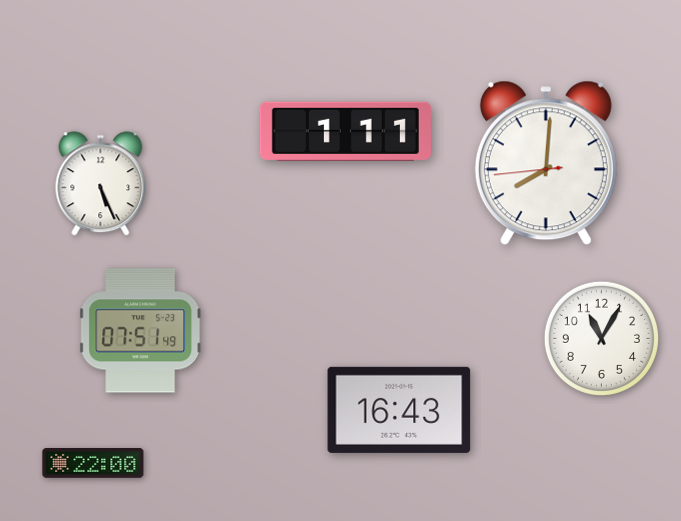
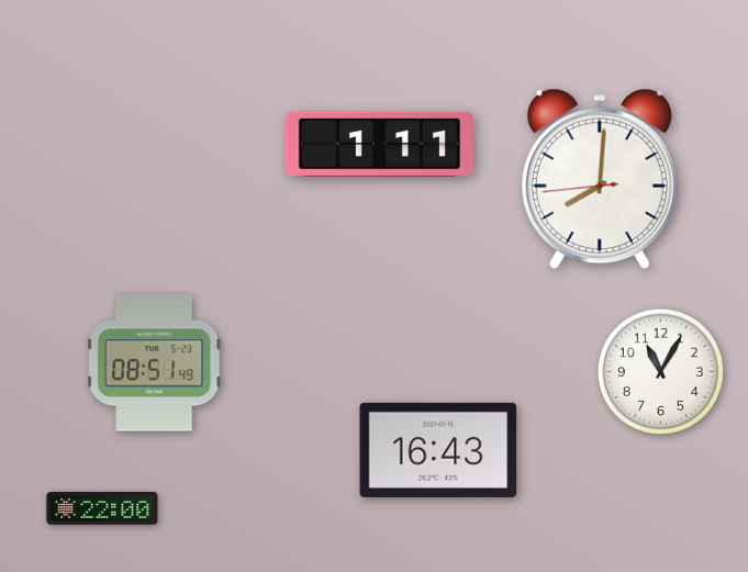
clock at (101, 184): 5:26 -> none
clock at (141, 331): 07:51 -> 08:51
